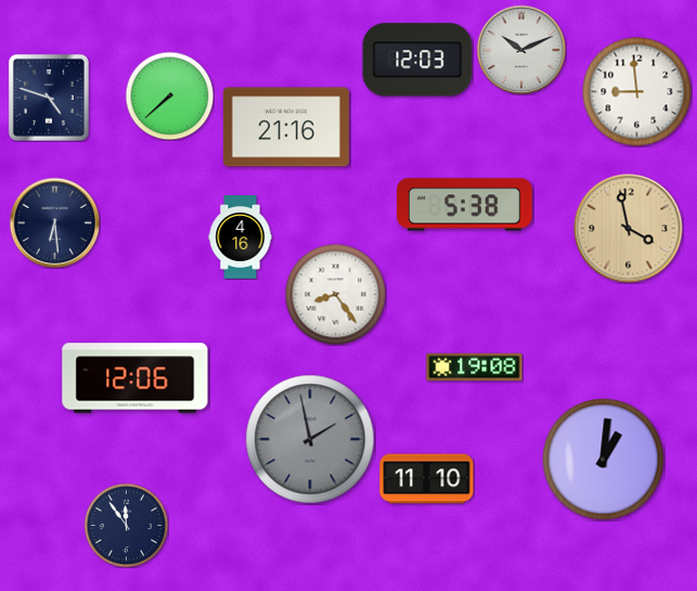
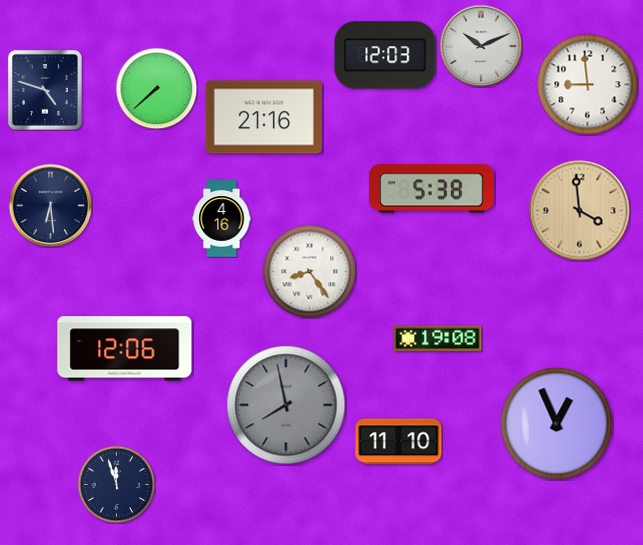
clock at (465, 205) position: (465, 205) -> (432, 189)
clock at (629, 229): 3:58 -> 3:59
clock at (310, 439): 1:58 -> 7:58
clock at (604, 460): 1:01 -> 12:56
clock at (427, 479) position: (427, 479) -> (399, 442)
clock at (126, 525): 11:54 -> 11:57
